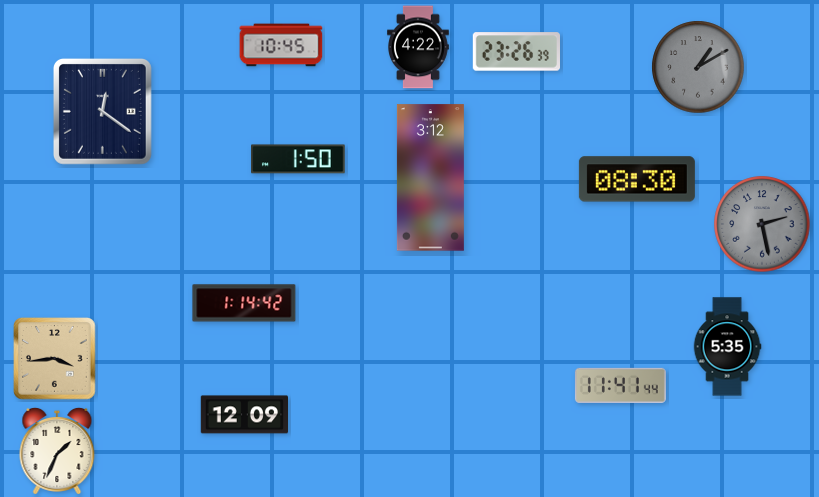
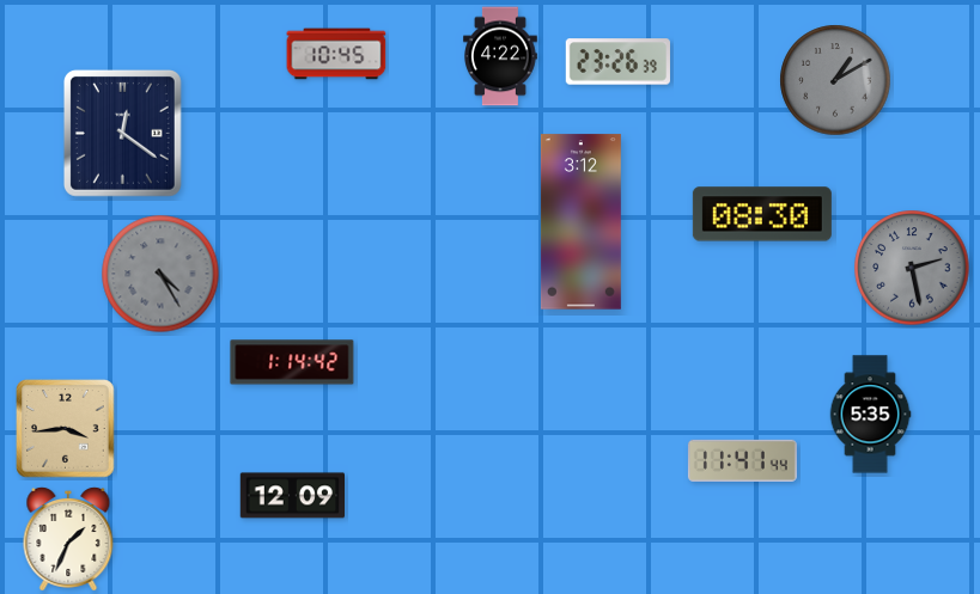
clock at (298, 159): 1:50 -> none
clock at (430, 178) position: (430, 178) -> (580, 222)
clock at (160, 274): none -> 4:25
